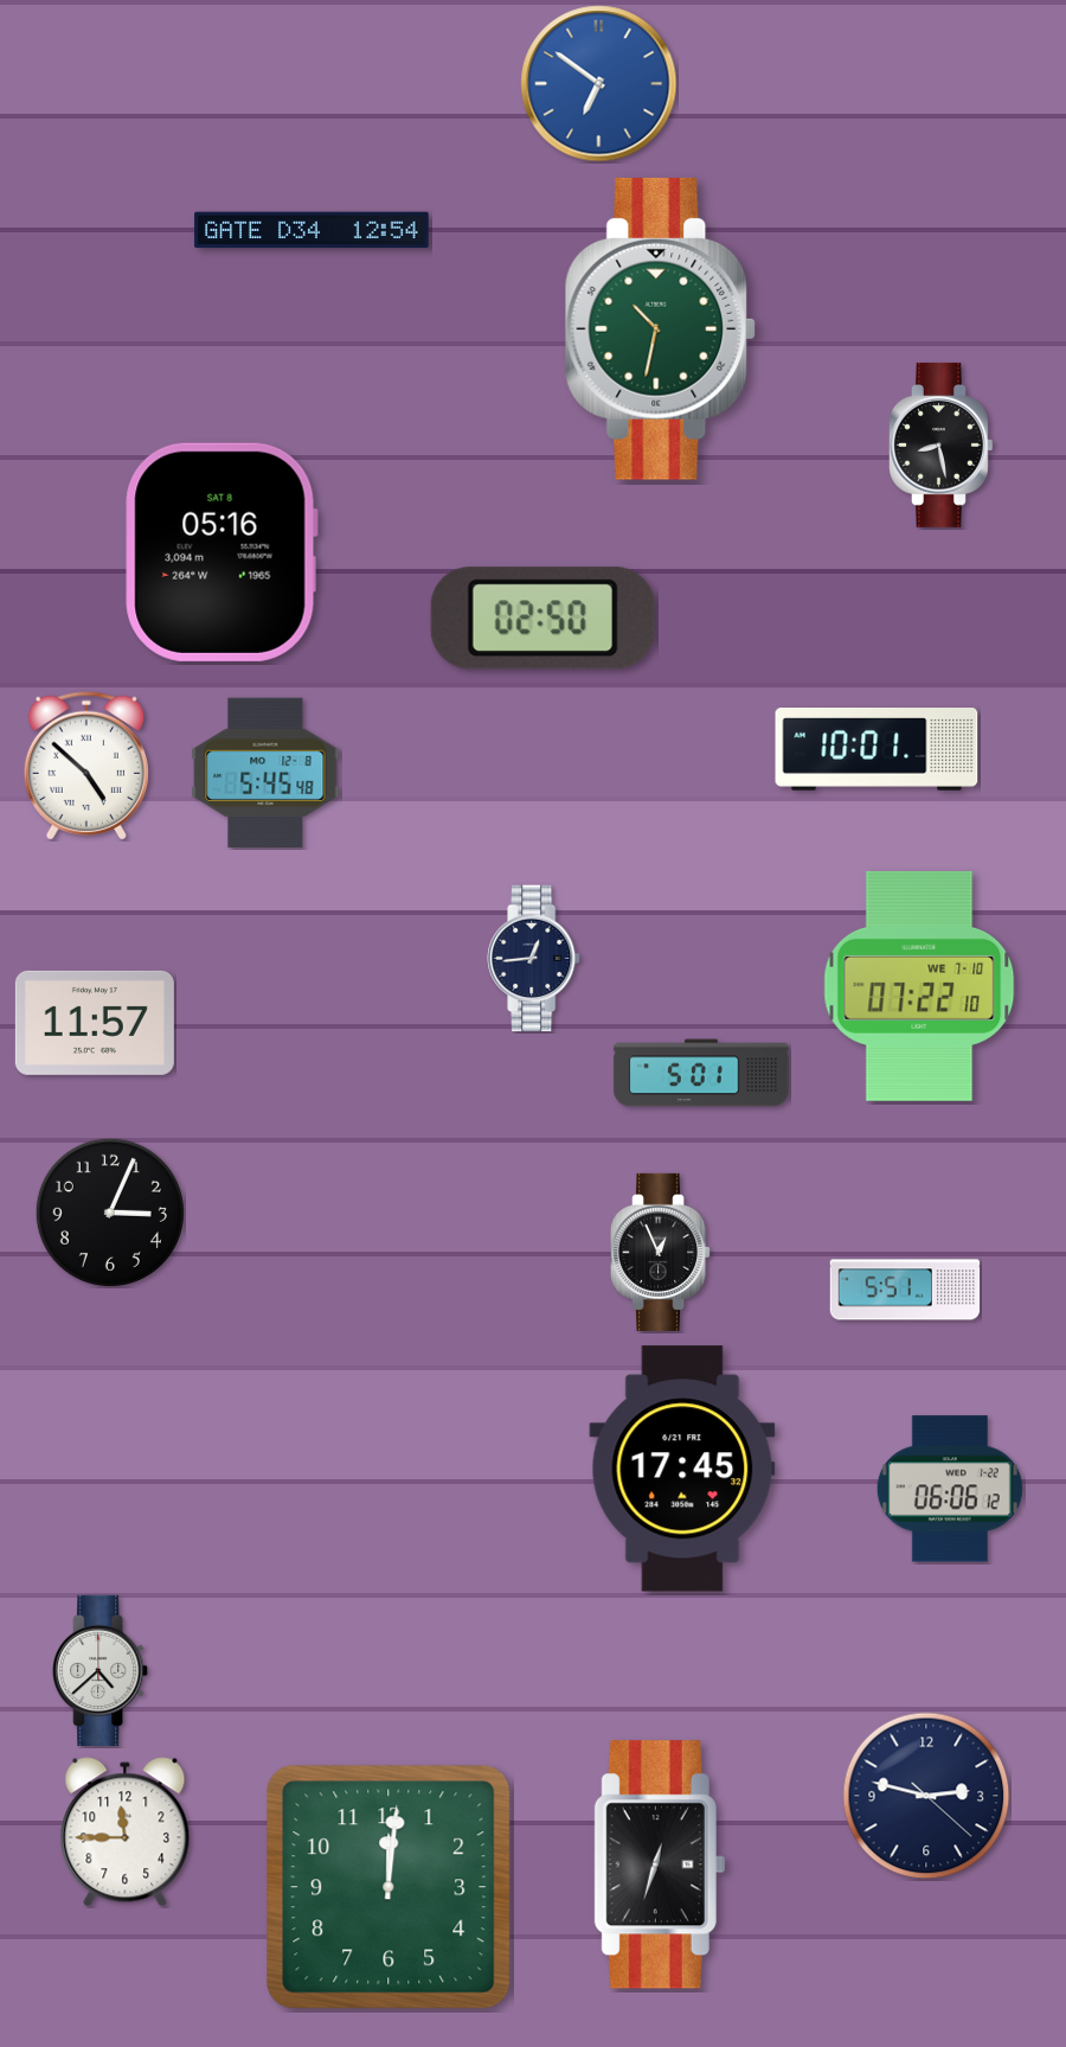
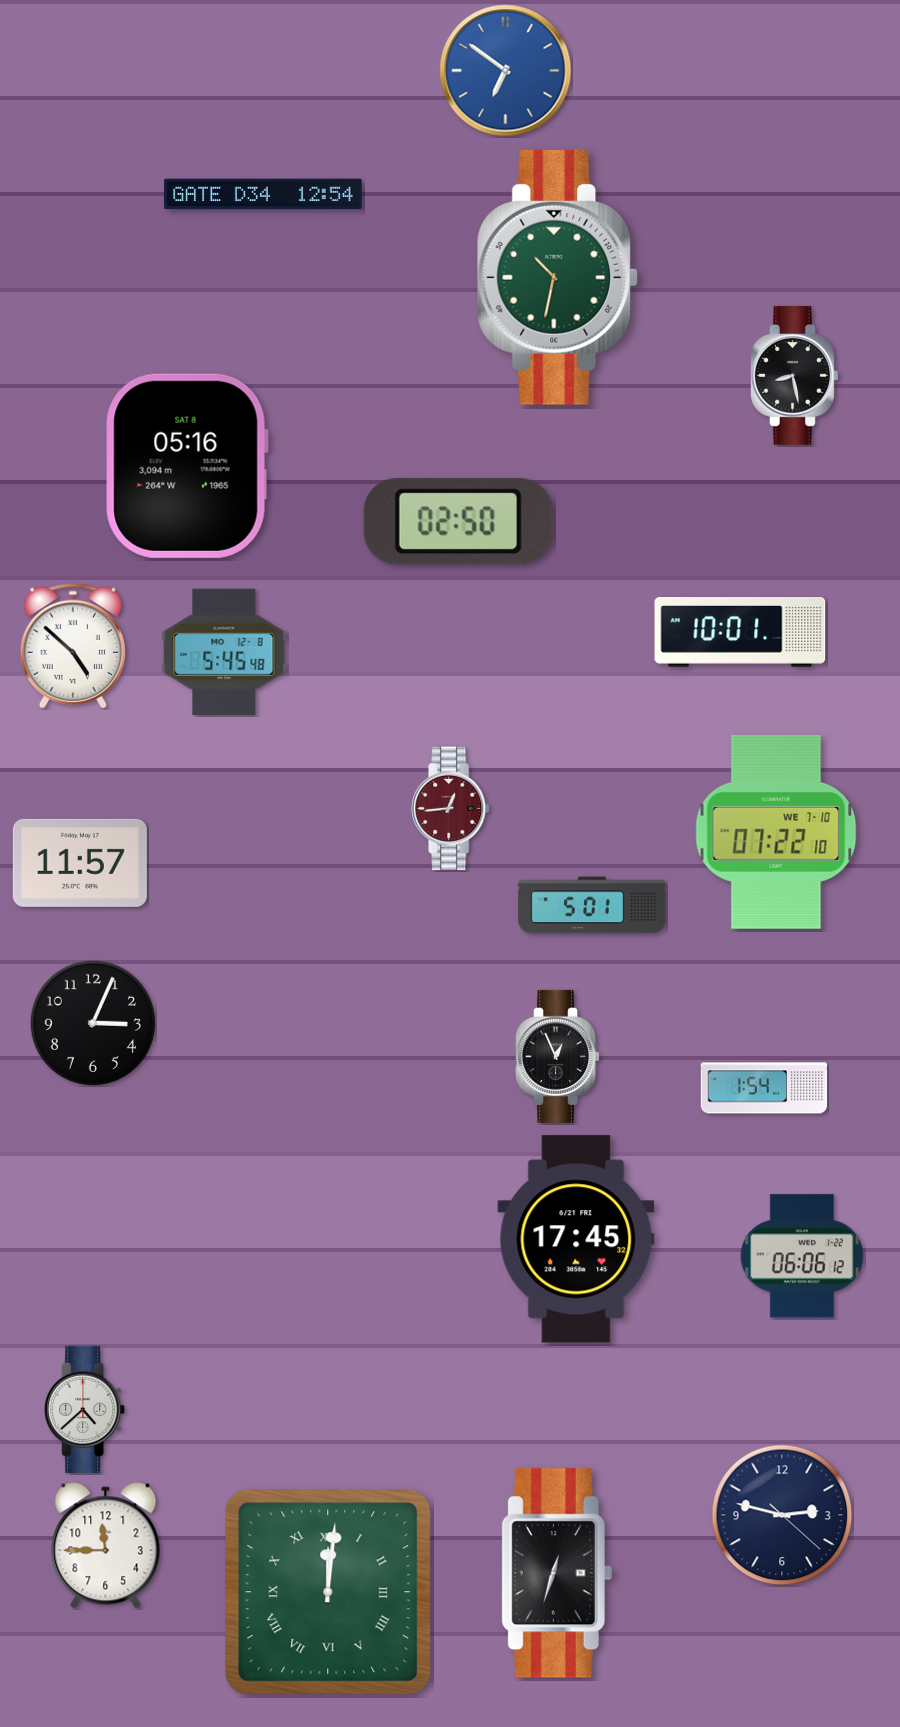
clock at (534, 959) dial: navy -> burgundy
clock at (905, 1290): 5:51 -> 1:54
clock at (388, 1887) numerals: Arabic -> Roman
